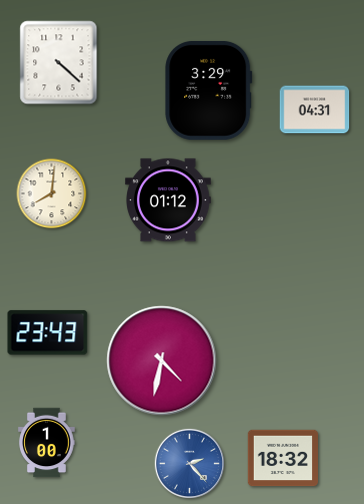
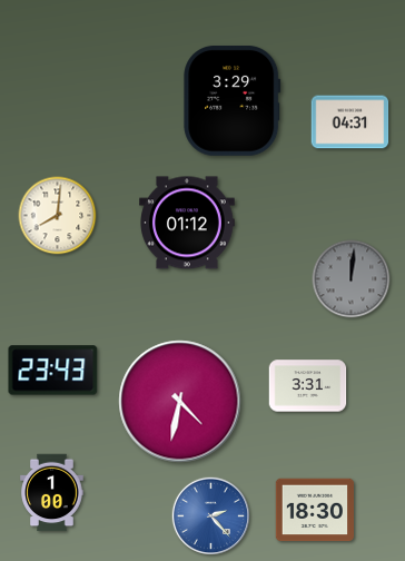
clock at (59, 63): 4:22 -> none
clock at (352, 279): none -> 12:01
clock at (308, 386): none -> 3:31
clock at (282, 458): 18:32 -> 18:30
